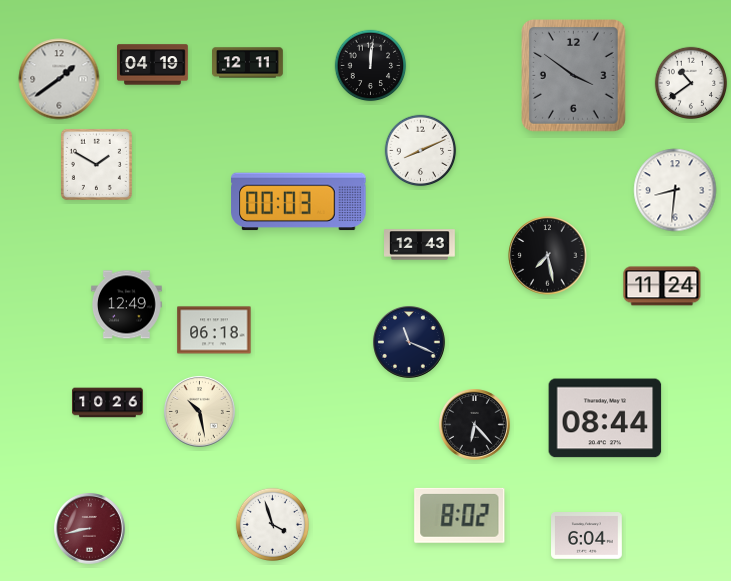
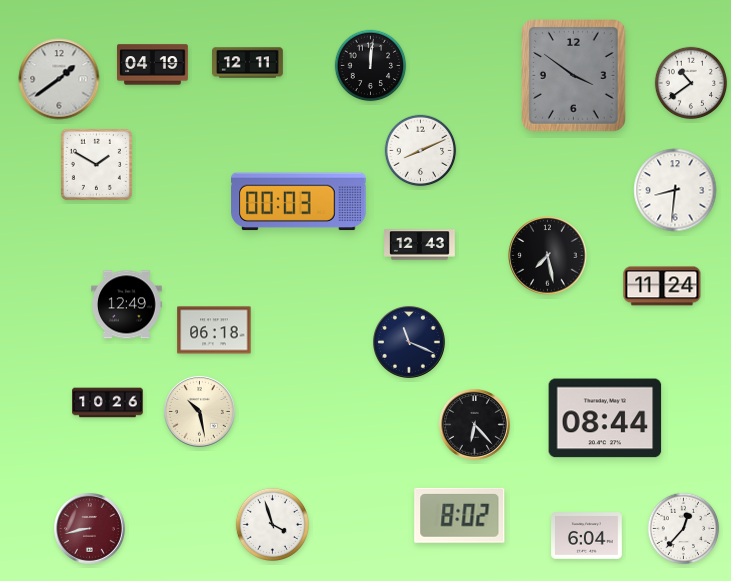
clock at (684, 529): none -> 12:37
